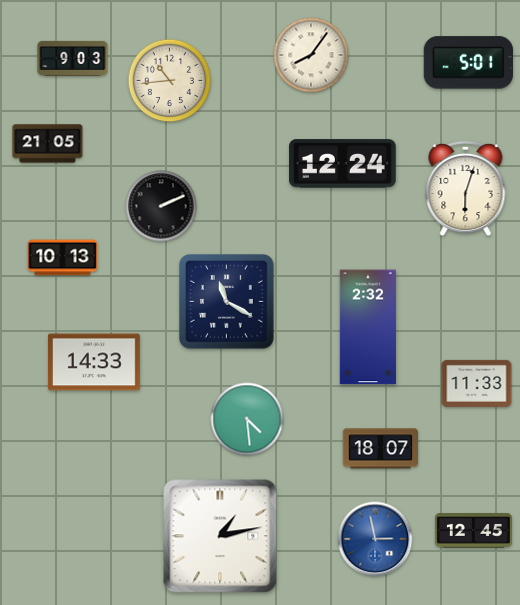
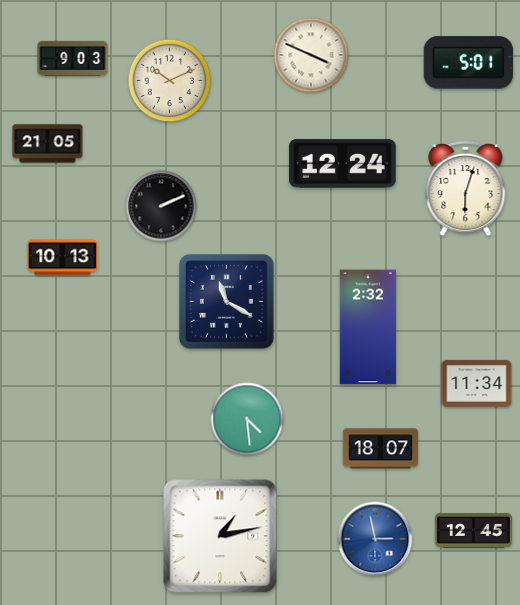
clock at (311, 55): 8:06 -> 3:49
clock at (170, 81): 10:44 -> 10:11
clock at (95, 362): 14:33 -> none
clock at (477, 383): 11:33 -> 11:34
